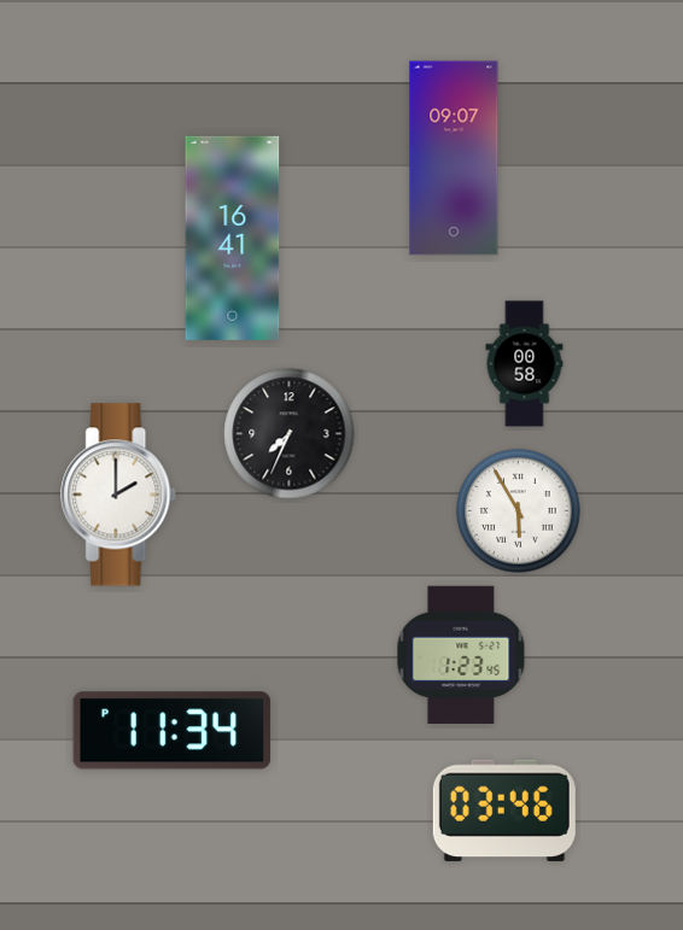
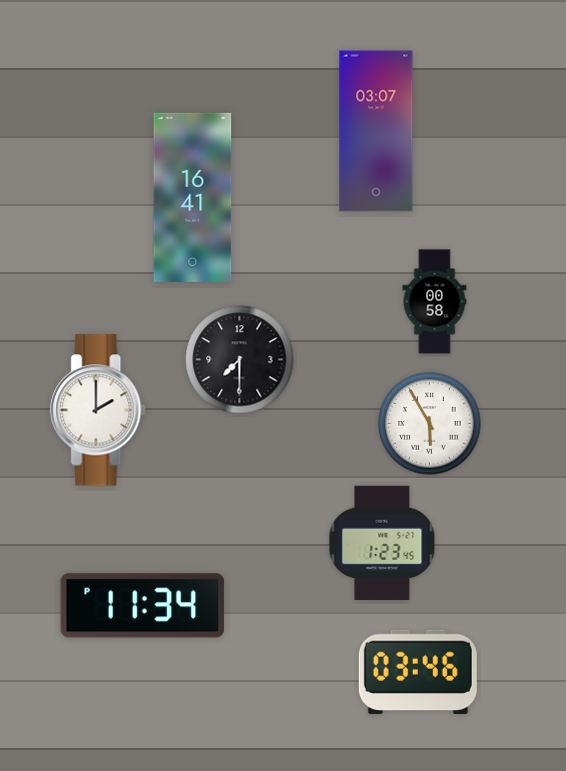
clock at (454, 158): 09:07 -> 03:07
clock at (290, 434): 7:34 -> 7:30
